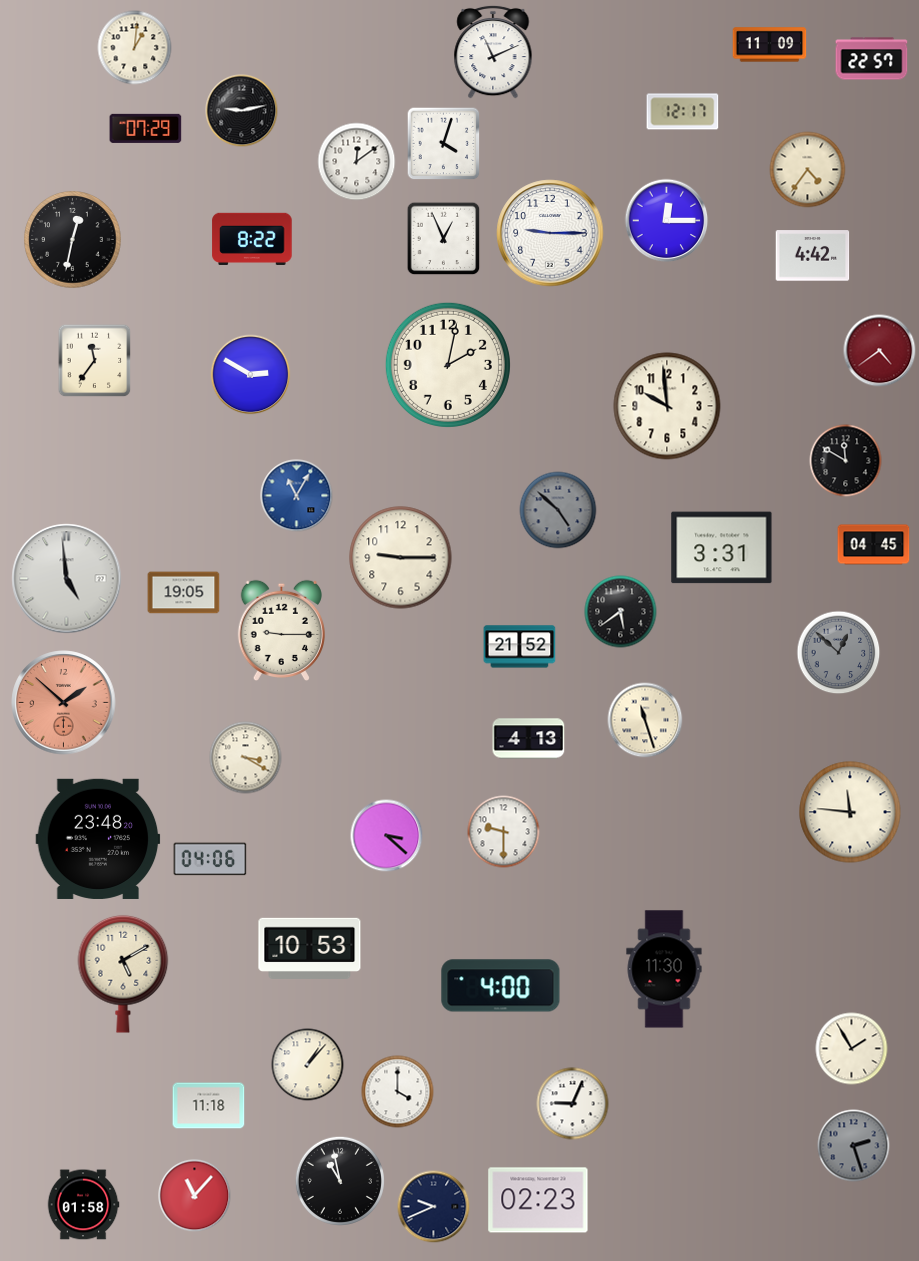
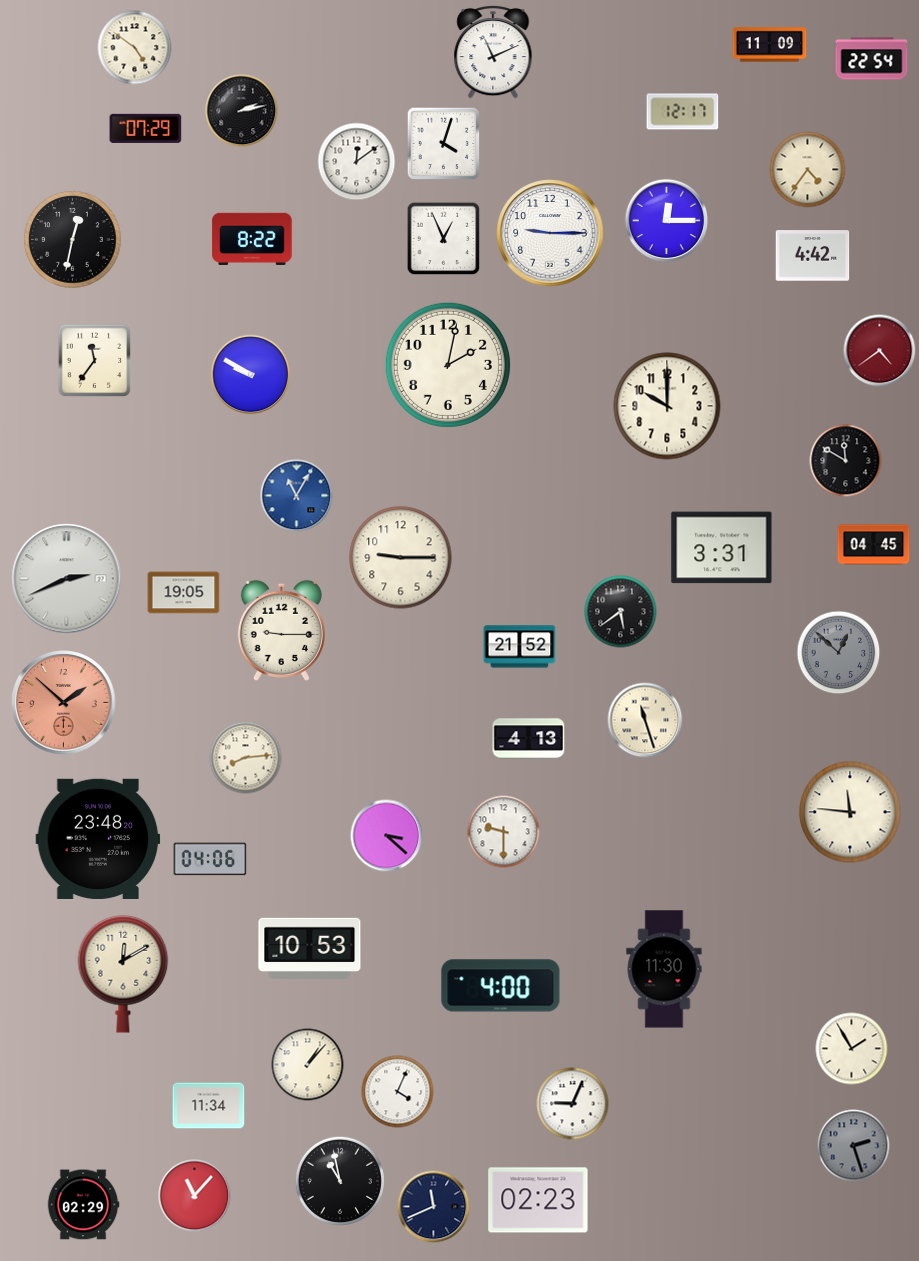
clock at (135, 48): 1:01 -> 4:51
clock at (872, 59): 22:57 -> 22:54
clock at (242, 111): 9:13 -> 2:13
clock at (251, 375): 2:50 -> 9:50
clock at (667, 406): 9:59 -> 10:00
clock at (558, 510): 4:52 -> none
clock at (67, 579): 4:59 -> 2:41
clock at (246, 758): 3:20 -> 8:14
clock at (123, 974): 5:10 -> 12:10
clock at (398, 1092): 4:00 -> 4:04
clock at (209, 1106): 11:18 -> 11:34
clock at (83, 1205): 01:58 -> 02:29
clock at (434, 1207): 9:41 -> 11:41
